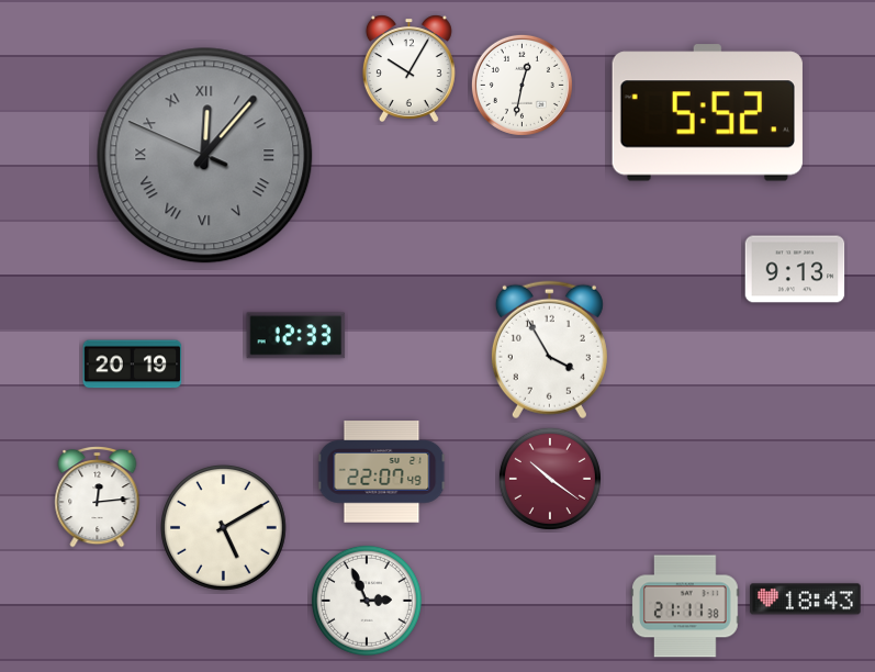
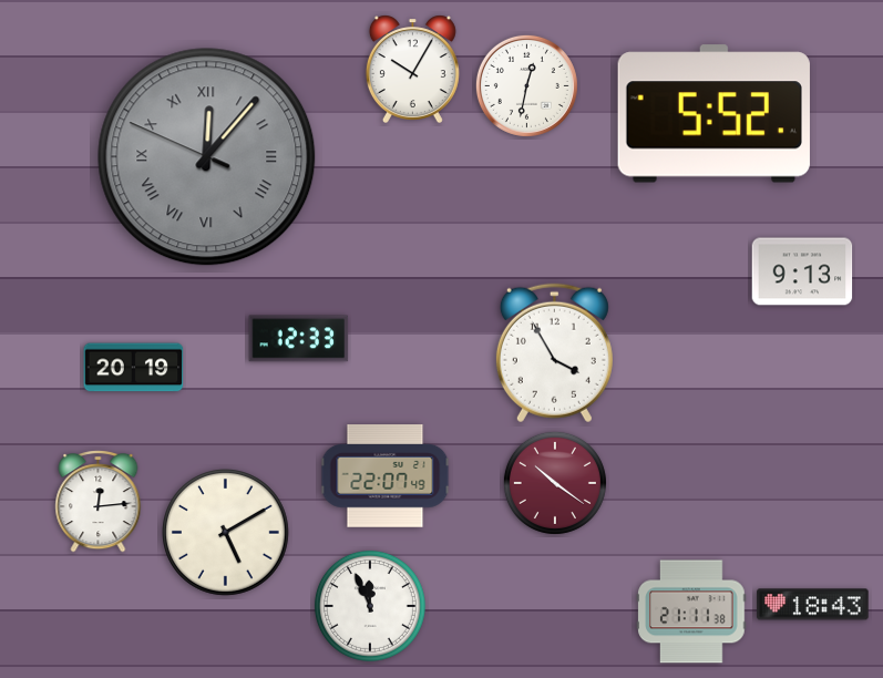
clock at (367, 601): 2:56 -> 11:56
